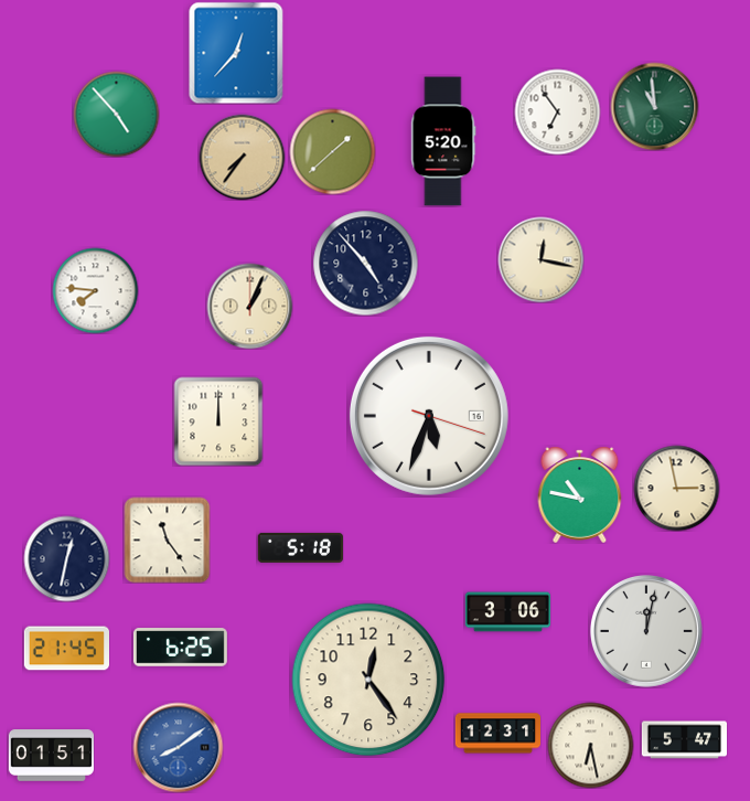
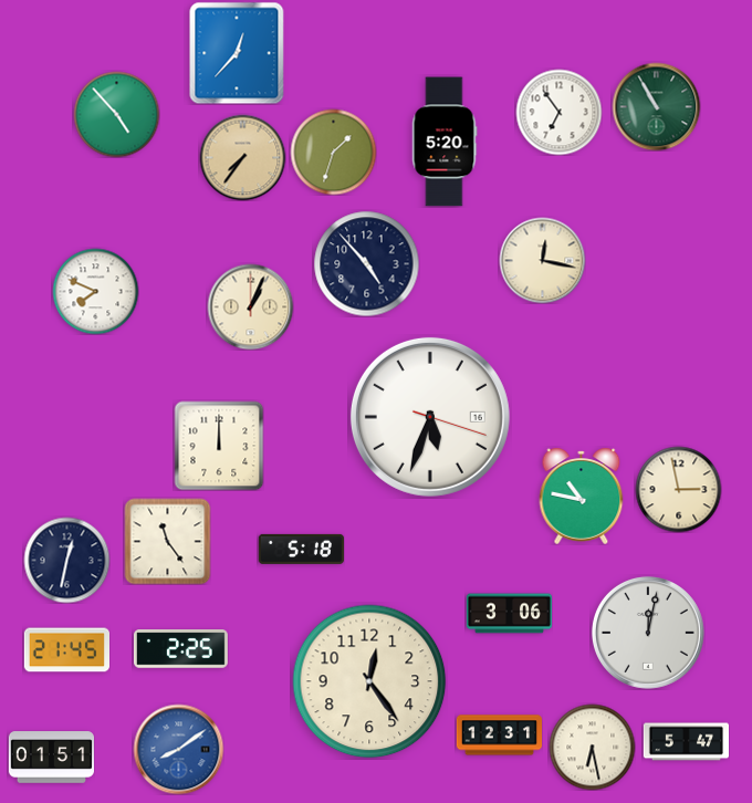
clock at (654, 106): 10:59 -> 10:55
clock at (332, 151): 1:38 -> 1:33
clock at (95, 290): 7:46 -> 7:49
clock at (218, 421) position: (218, 421) -> (219, 446)
clock at (180, 648): 6:25 -> 2:25
